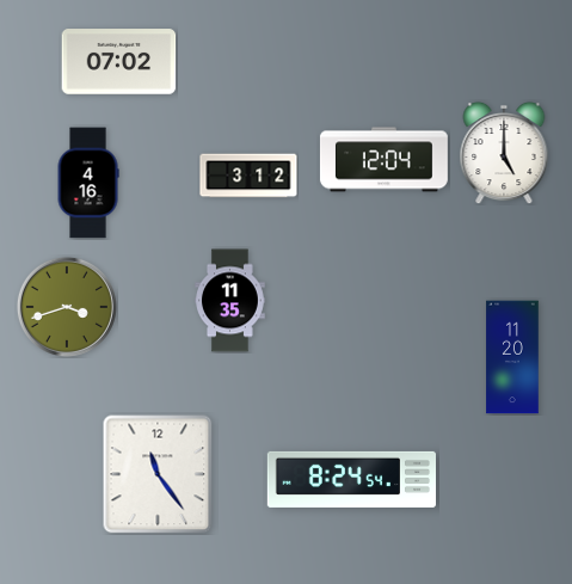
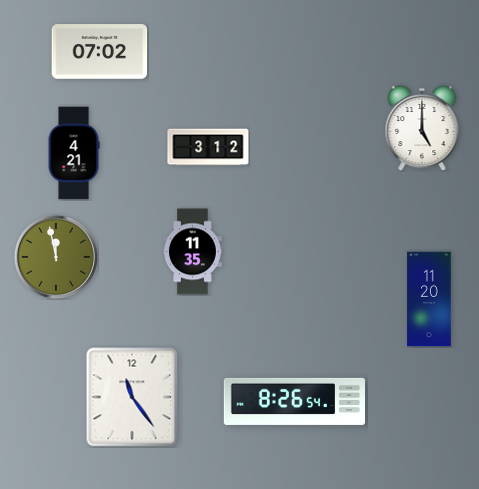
clock at (383, 160): 12:04 -> none
clock at (88, 183): 4:16 -> 4:21
clock at (67, 307): 3:42 -> 11:58
clock at (351, 479): 8:24 -> 8:26
